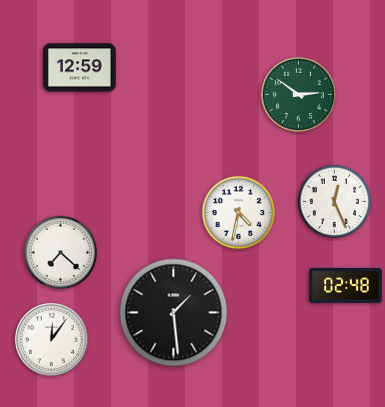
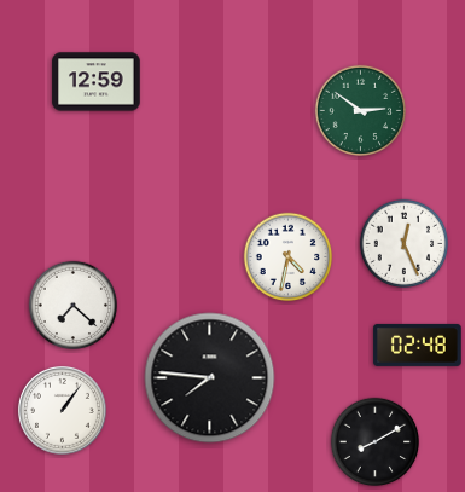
clock at (298, 94) position: (298, 94) -> (360, 110)
clock at (174, 313): 1:29 -> 7:46
clock at (51, 339): 12:06 -> 1:06
clock at (376, 442): none -> 8:10
